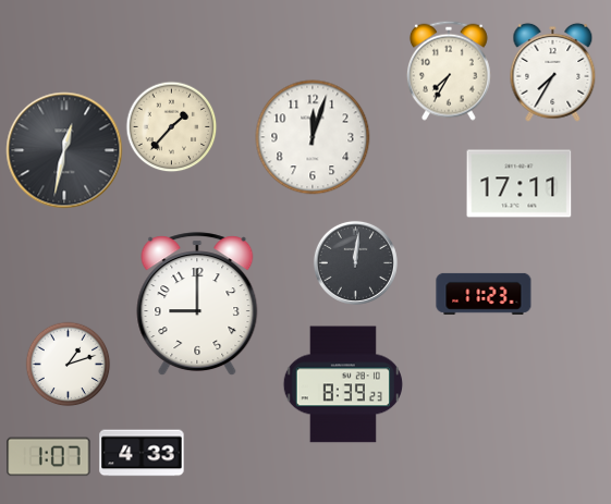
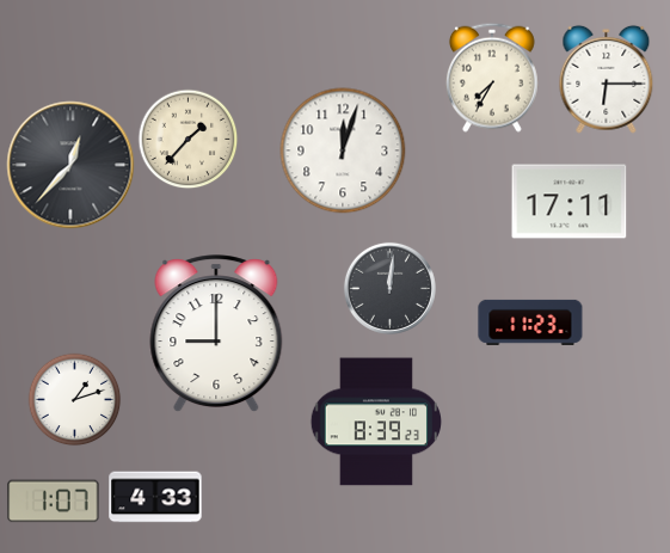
clock at (553, 72): 7:35 -> 6:15
clock at (64, 150): 12:32 -> 12:37
